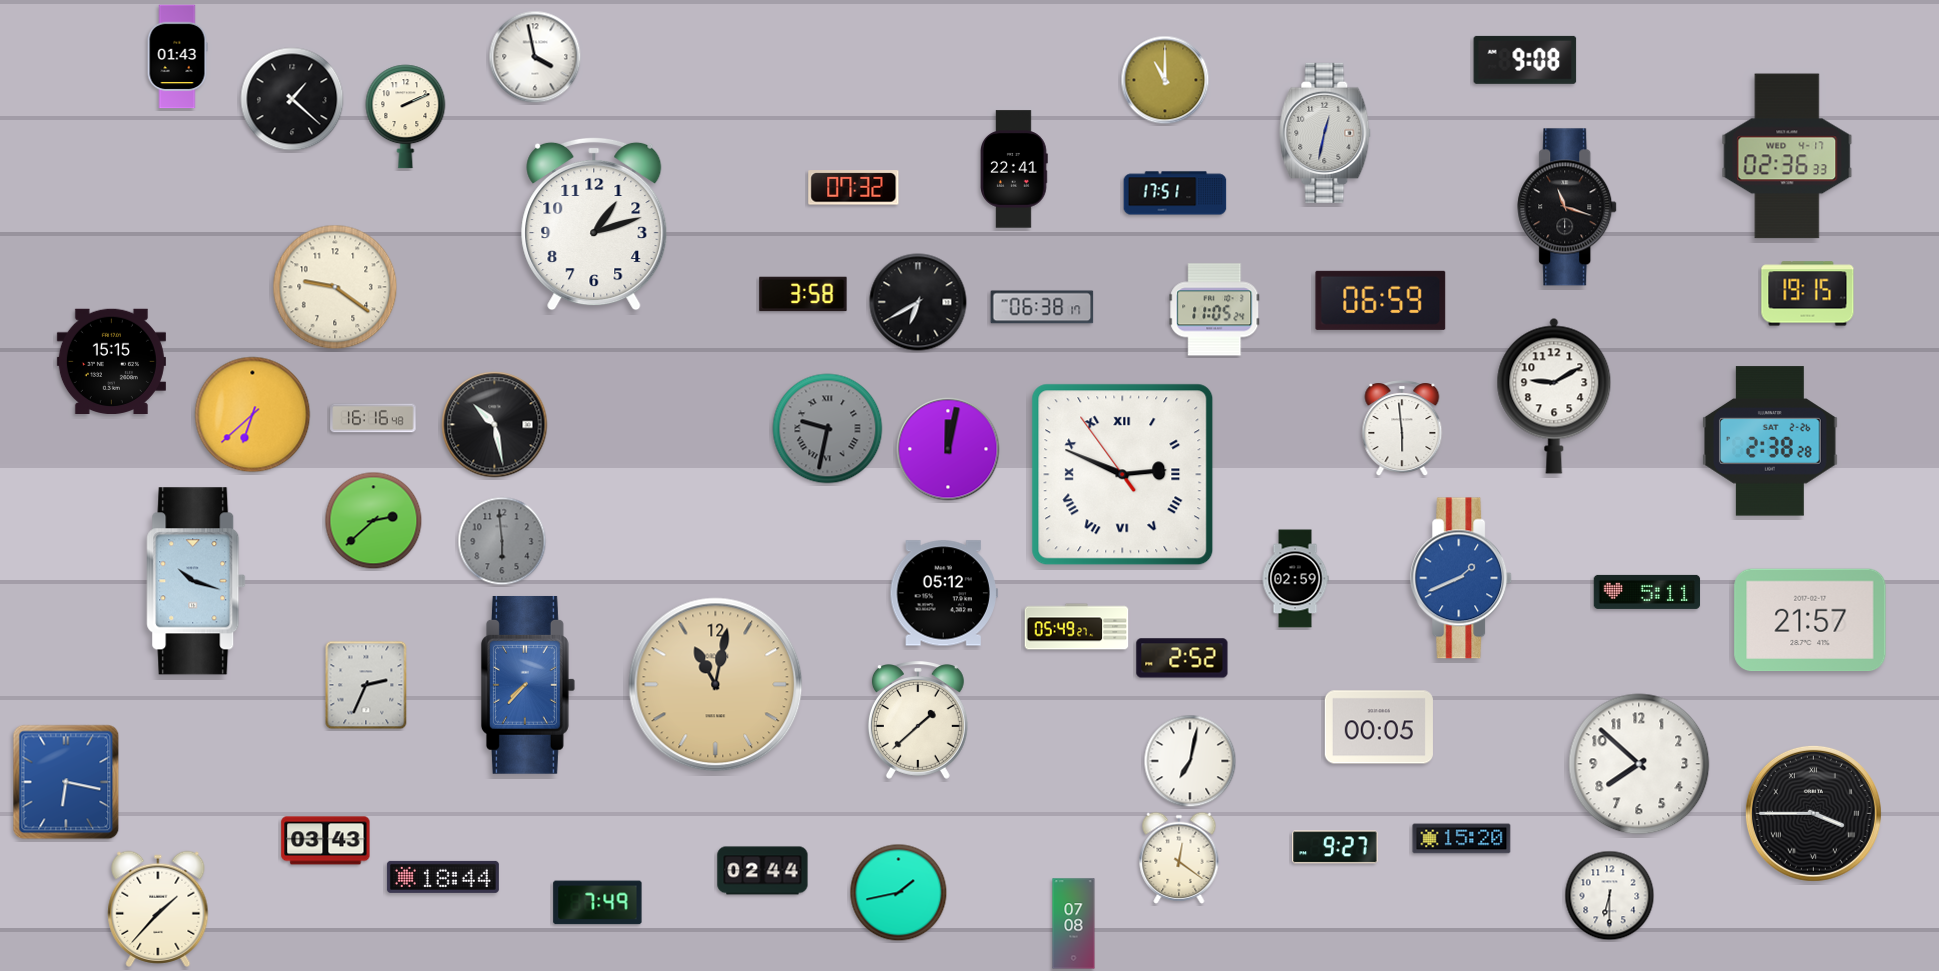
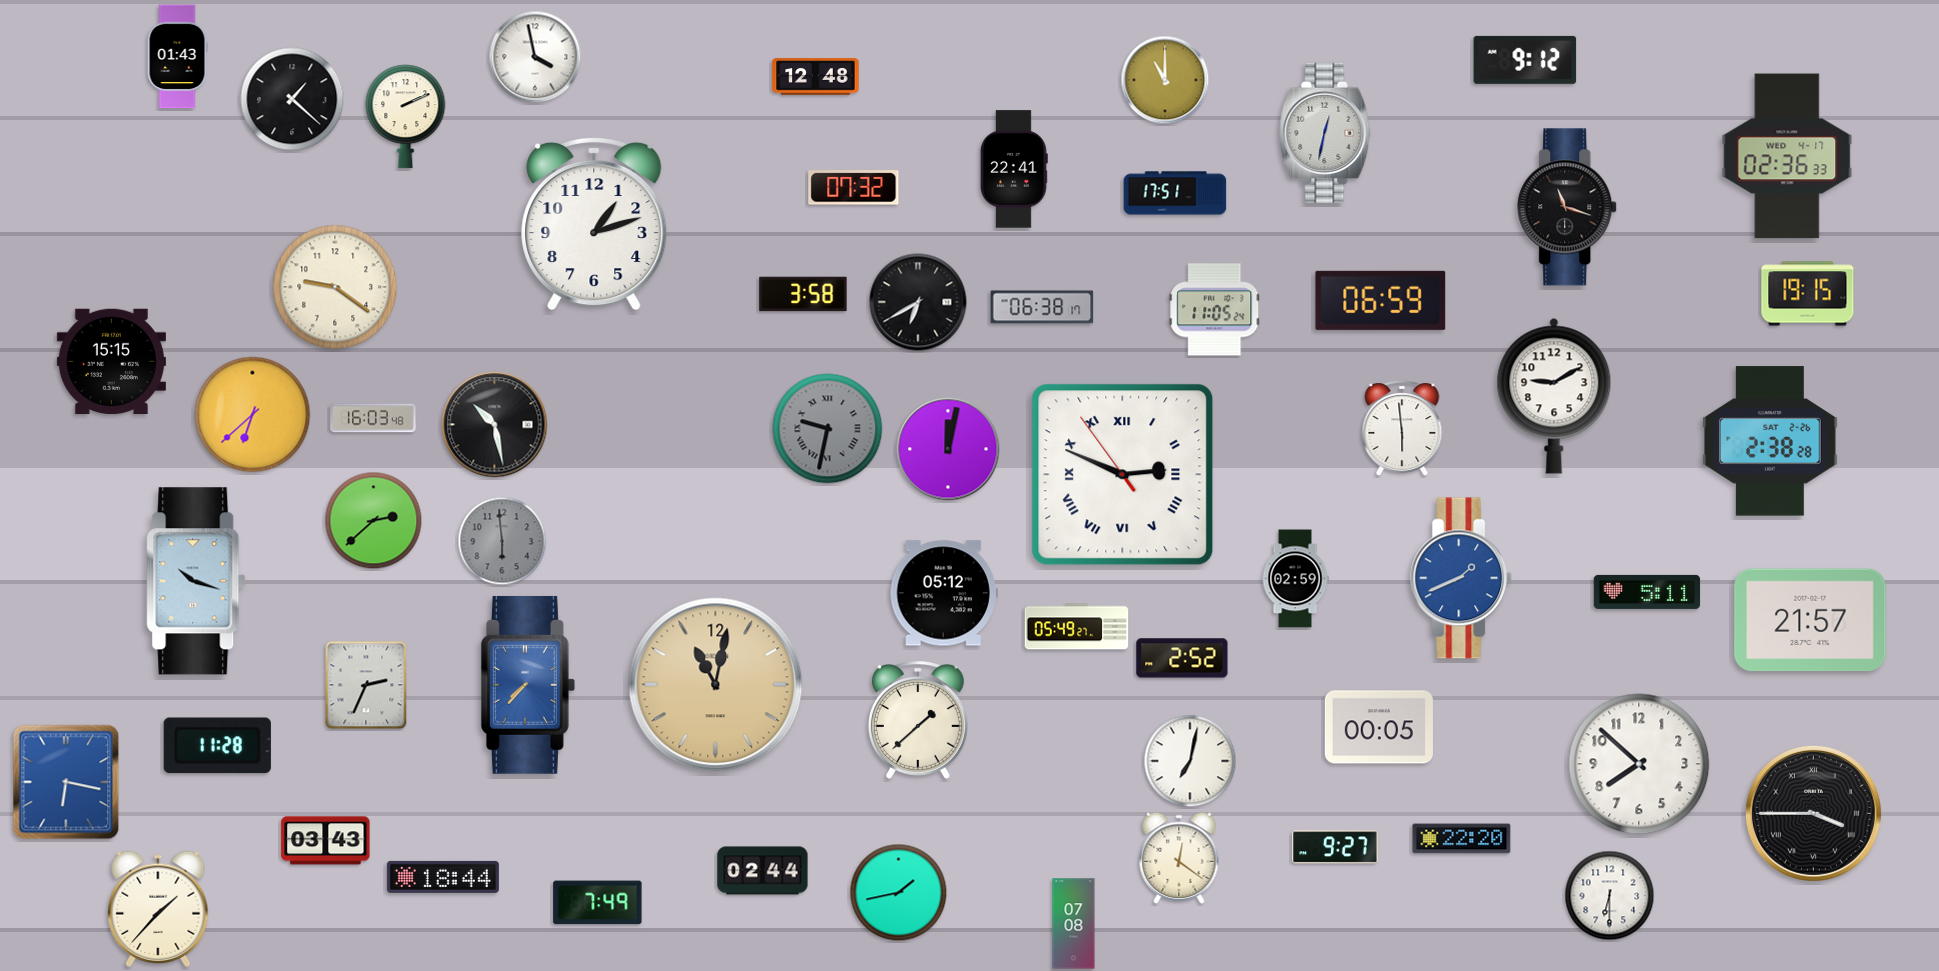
clock at (1525, 60): 9:08 -> 9:12
clock at (816, 77): none -> 12:48
clock at (373, 418): 16:16 -> 16:03
clock at (217, 746): none -> 11:28
clock at (1462, 839): 15:20 -> 22:20
